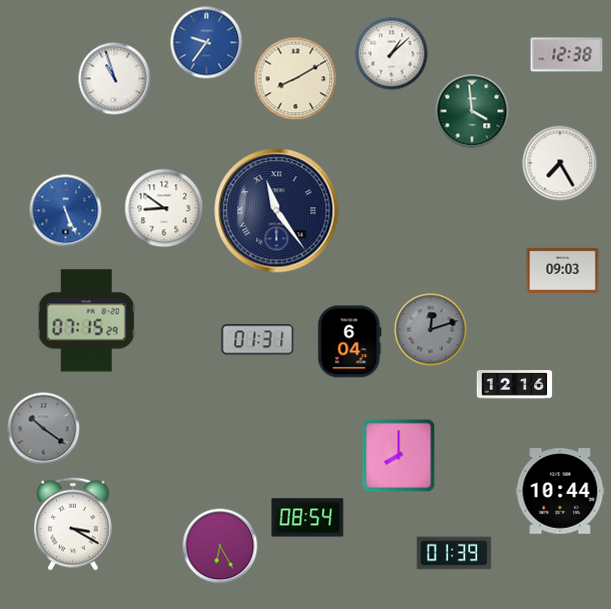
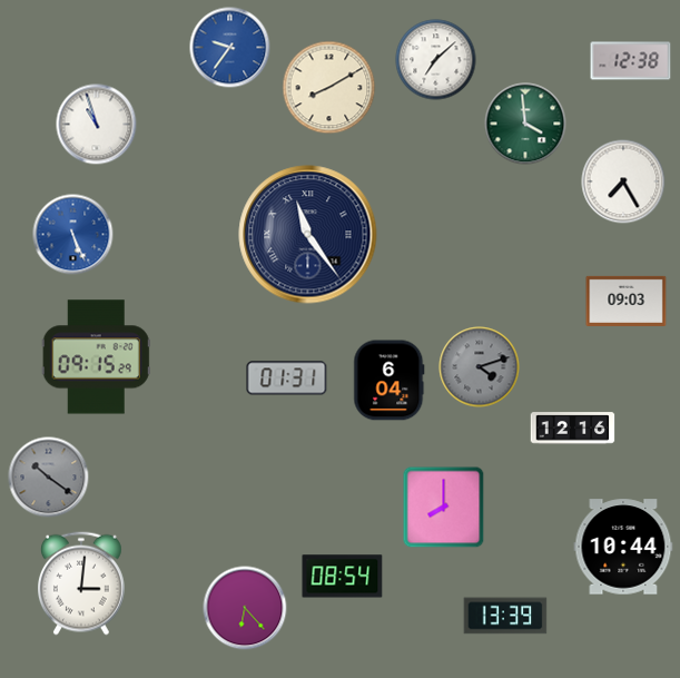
clock at (392, 54): 1:08 -> 7:08
clock at (115, 79) position: (115, 79) -> (97, 125)
clock at (164, 208): 8:51 -> none
clock at (86, 321): 07:15 -> 09:15
clock at (431, 330): 12:12 -> 4:12
clock at (74, 524): 3:20 -> 3:01
clock at (220, 546): 6:25 -> 6:23
clock at (454, 553): 01:39 -> 13:39
